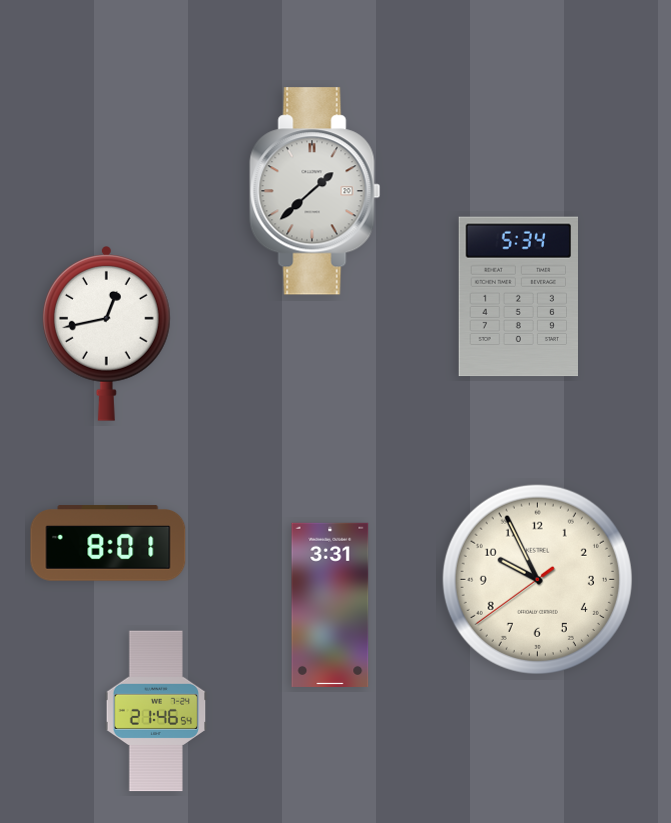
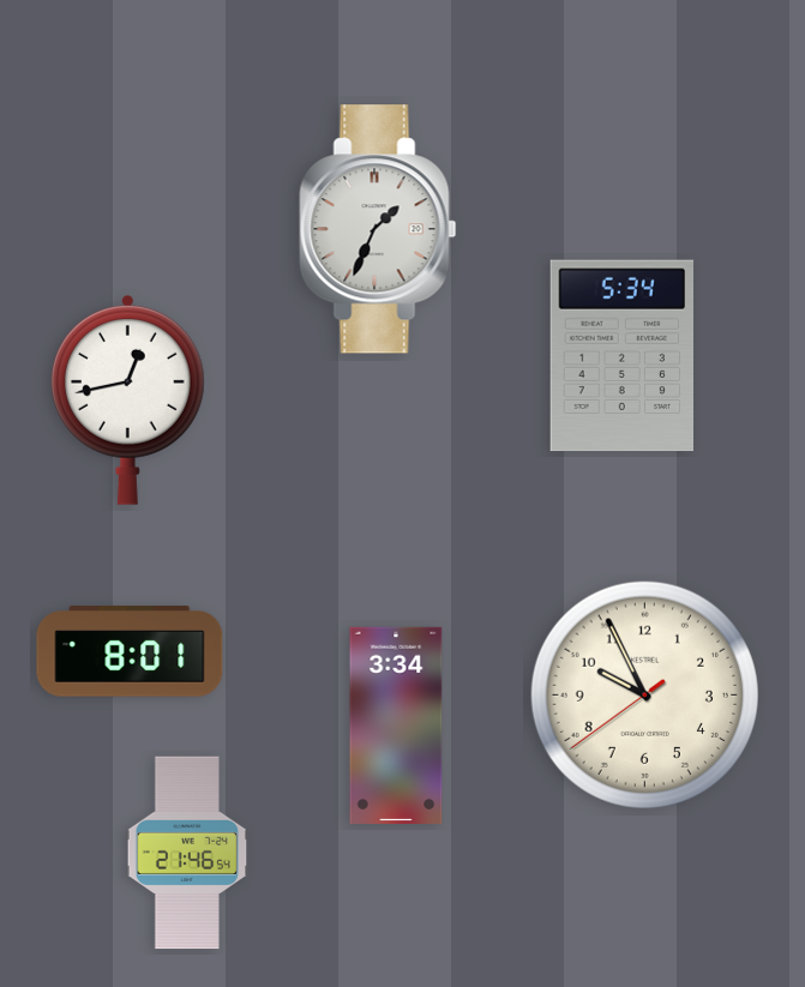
clock at (315, 191): 1:38 -> 1:34
clock at (330, 605): 3:31 -> 3:34
